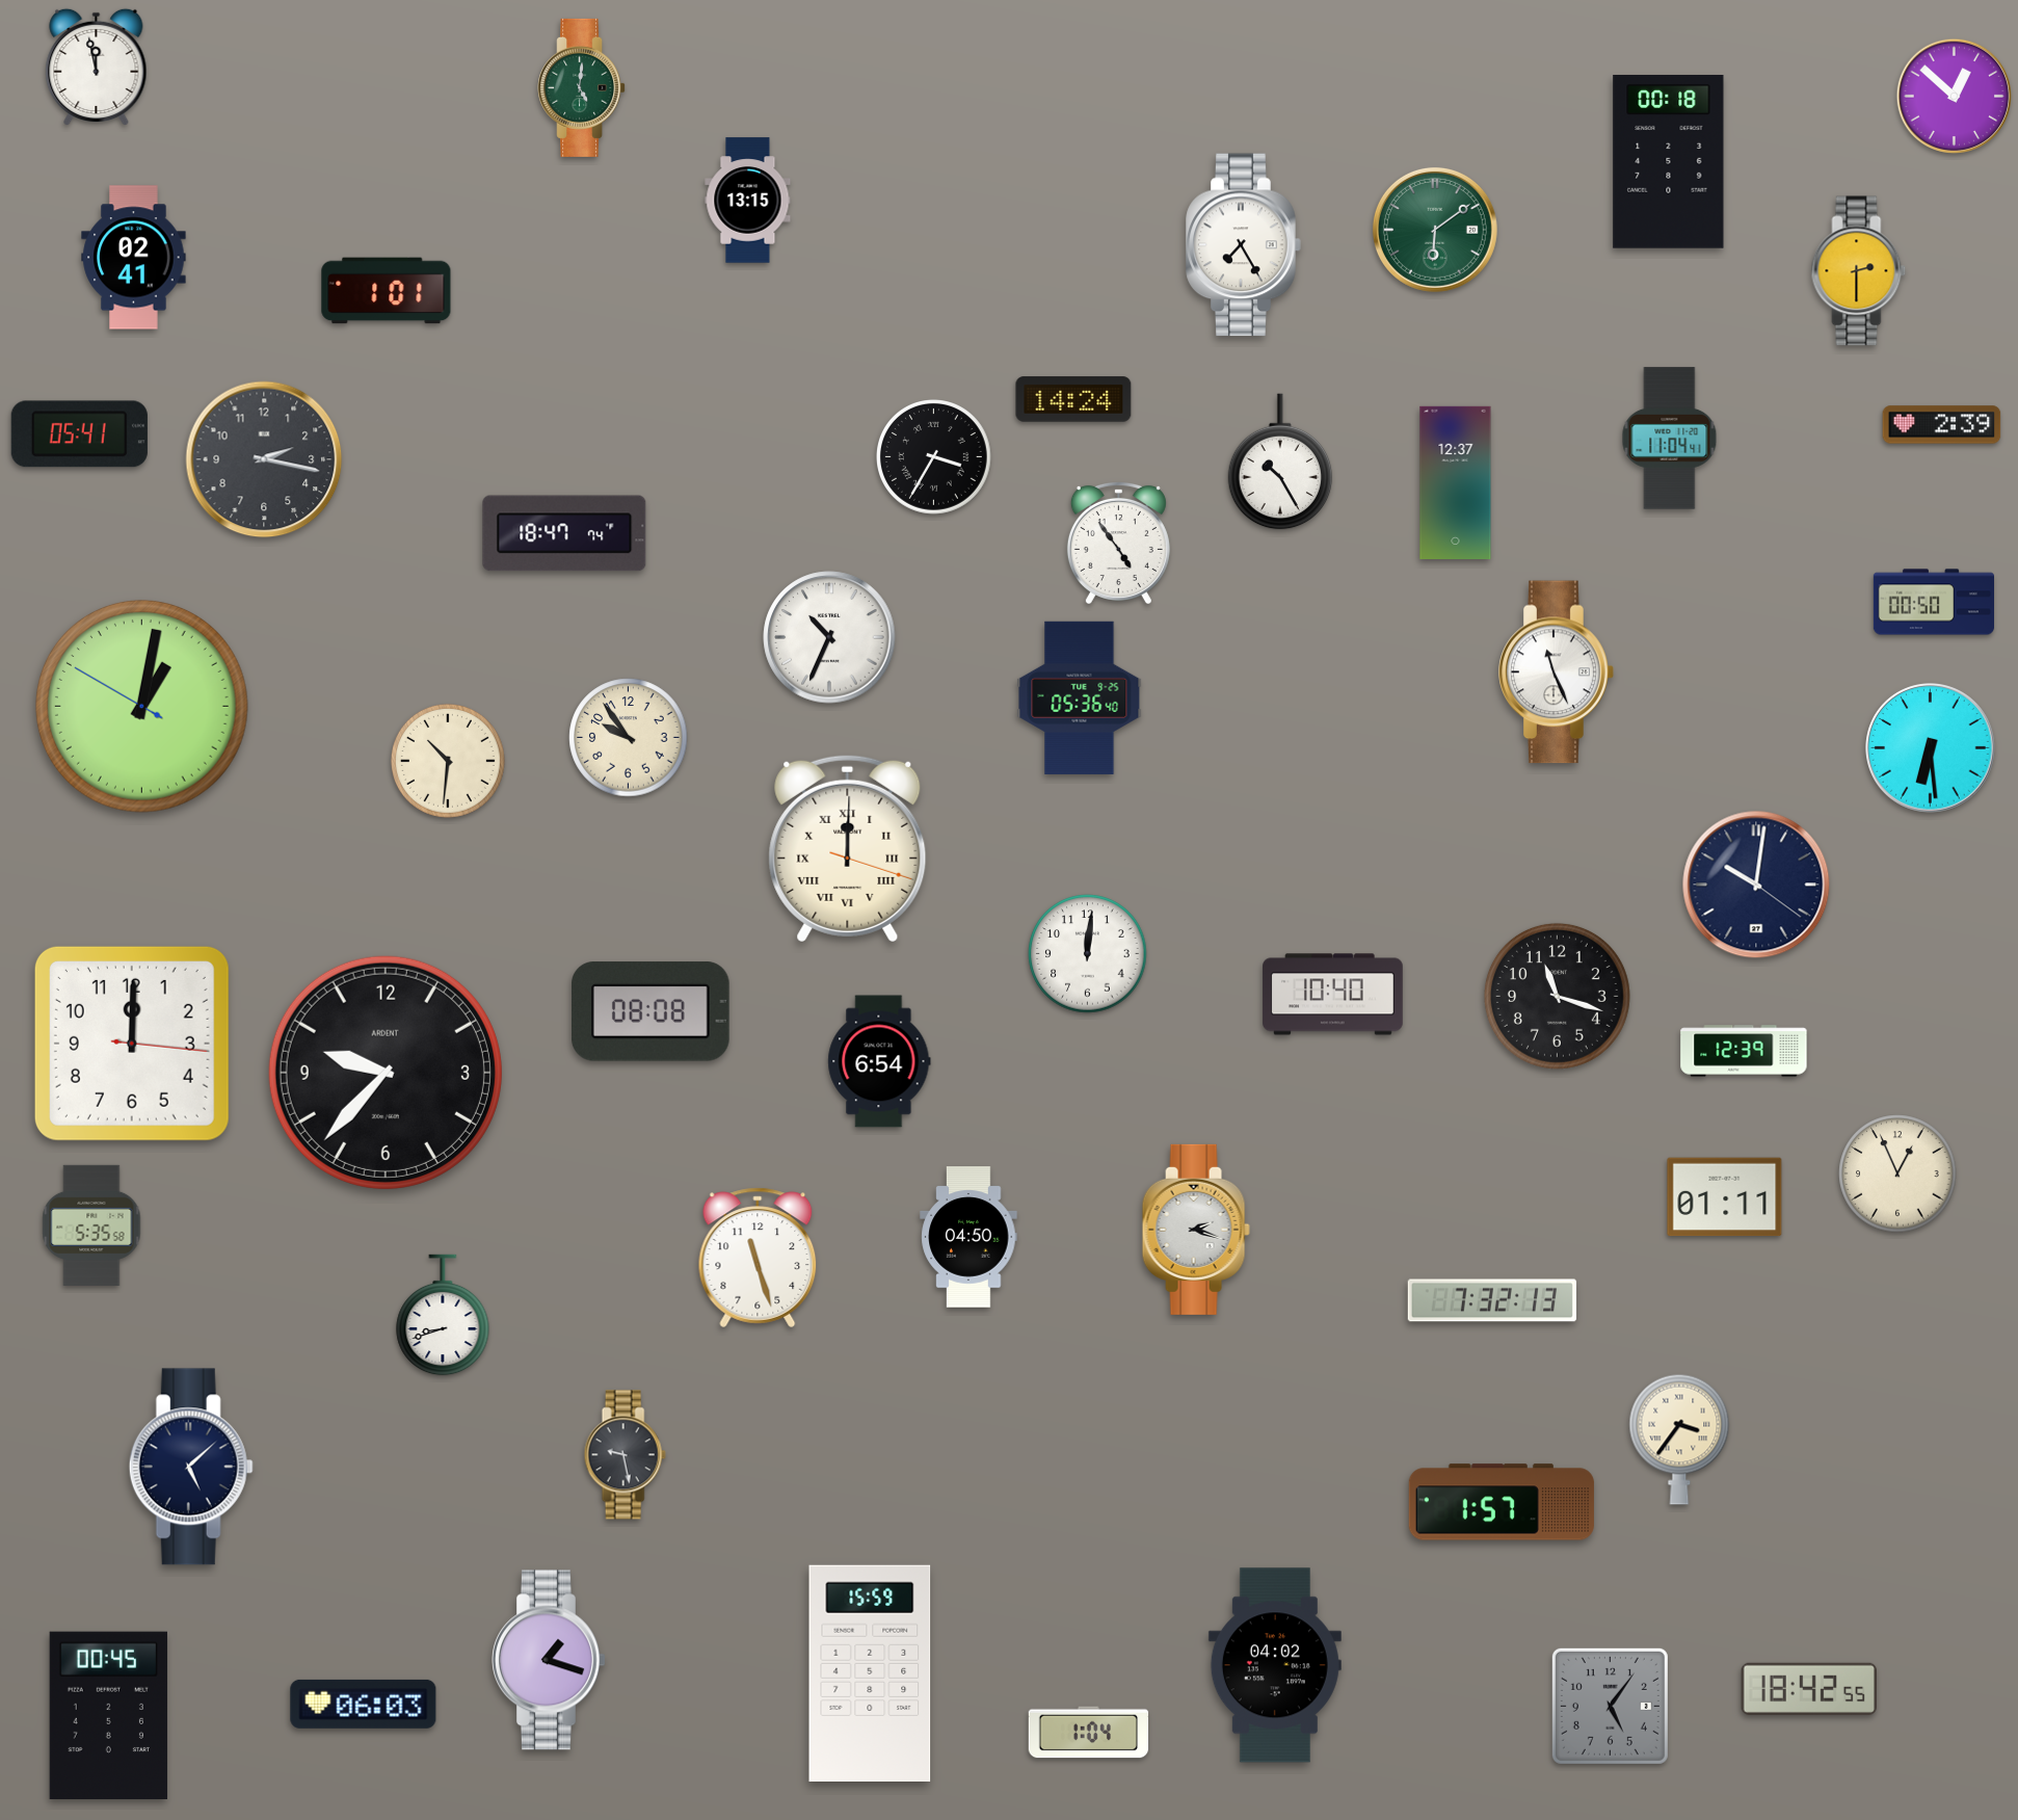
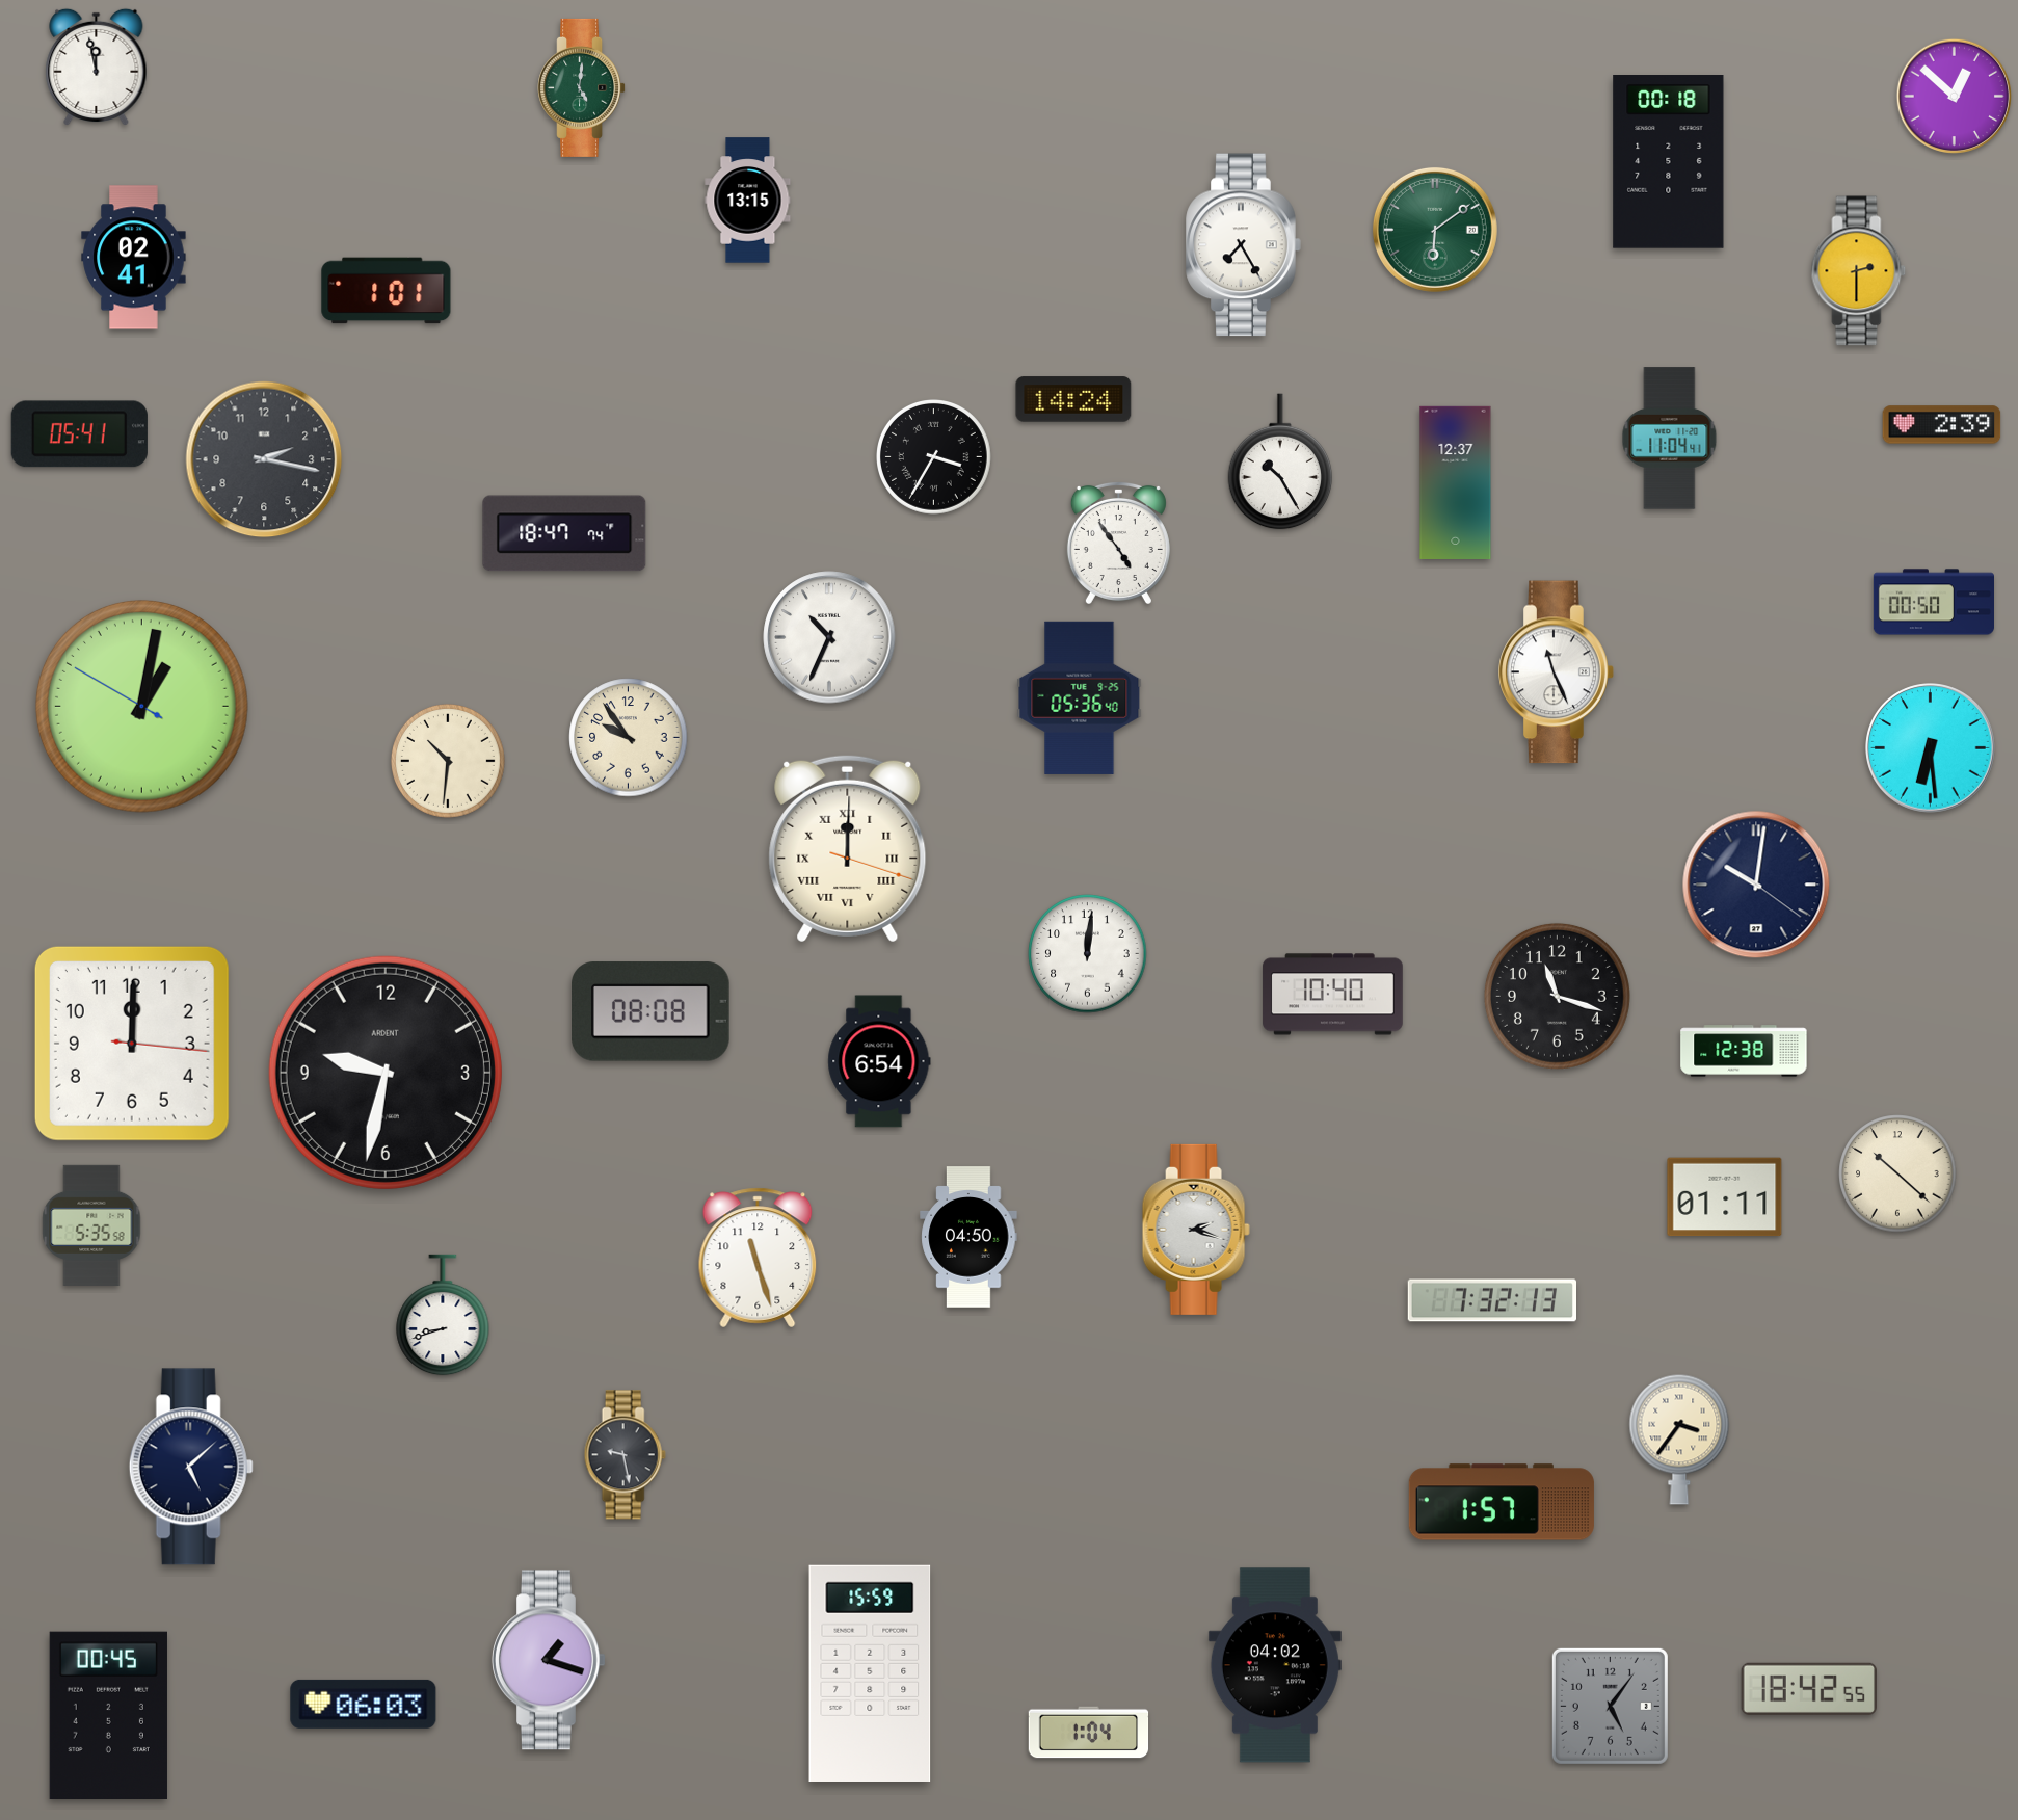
clock at (1744, 1051): 12:39 -> 12:38
clock at (386, 1073): 9:37 -> 9:32
clock at (1897, 1173): 12:56 -> 10:22
